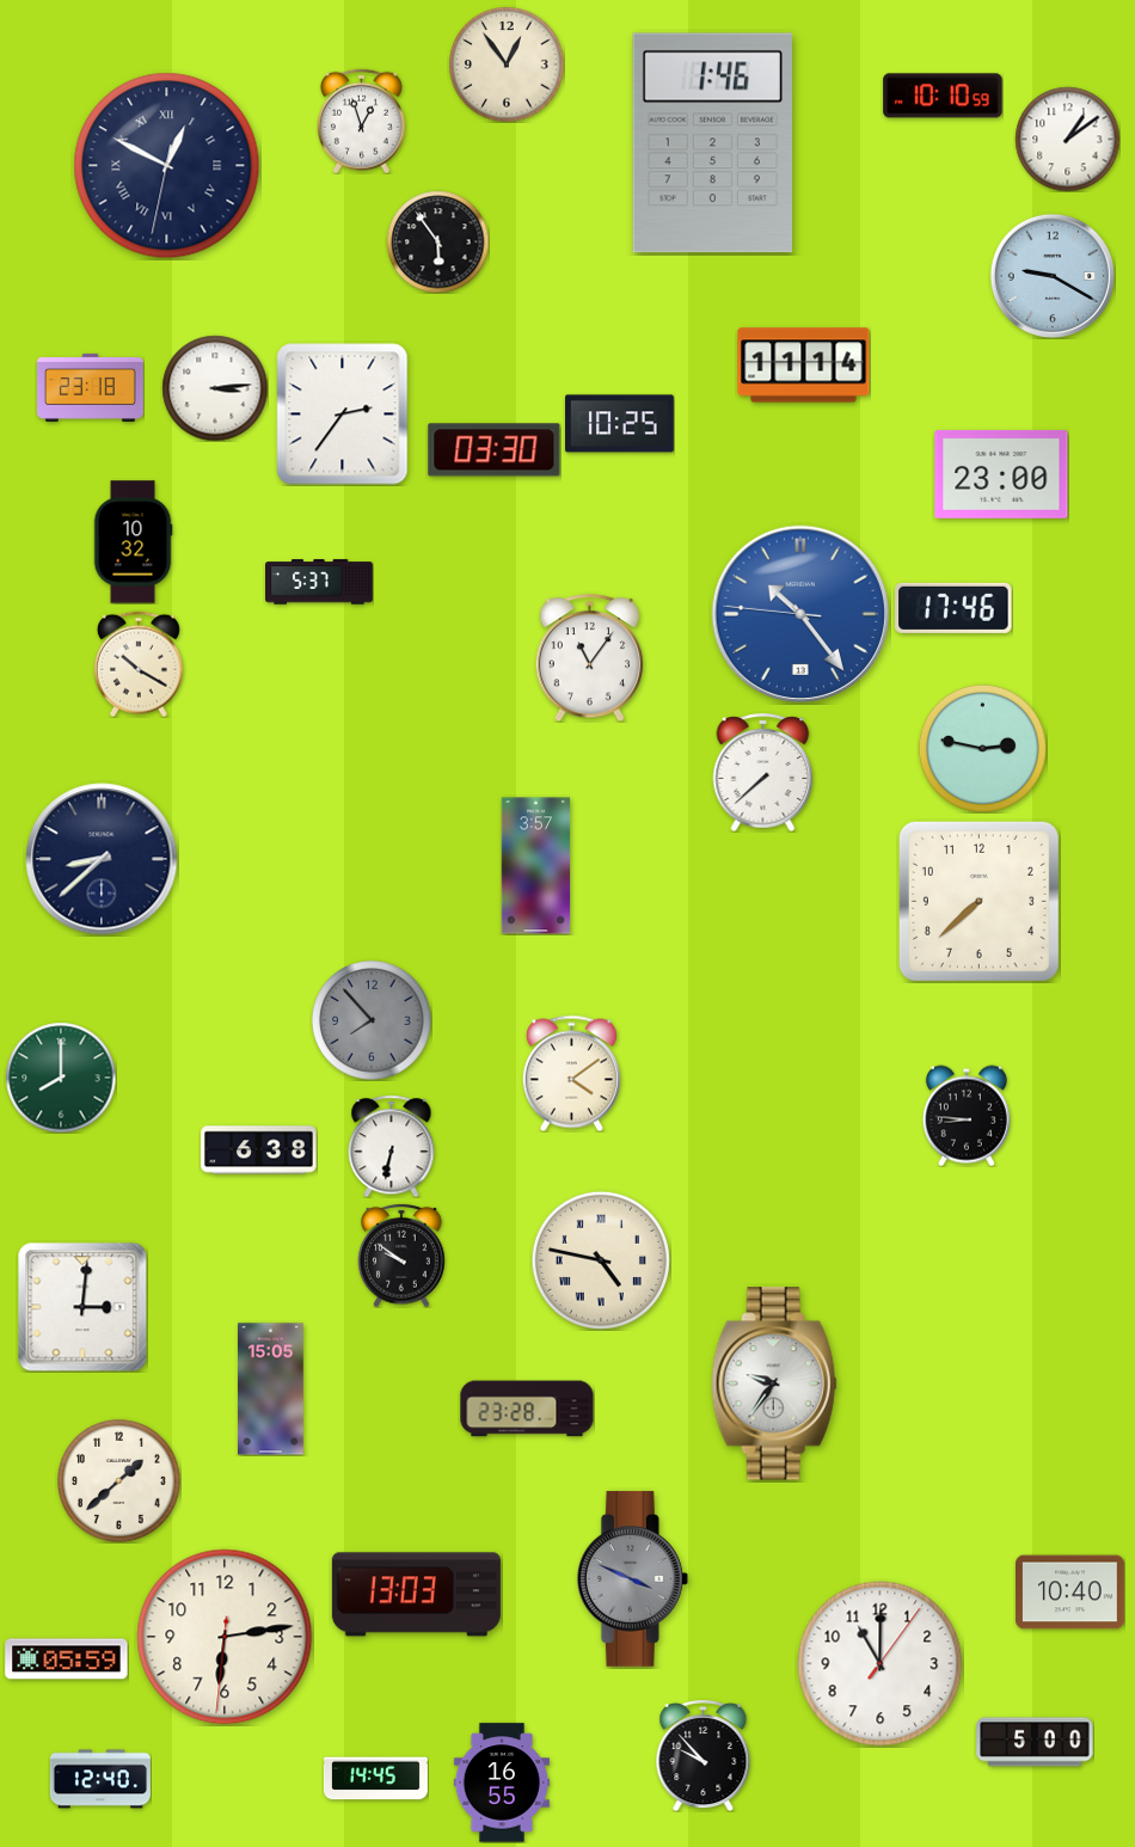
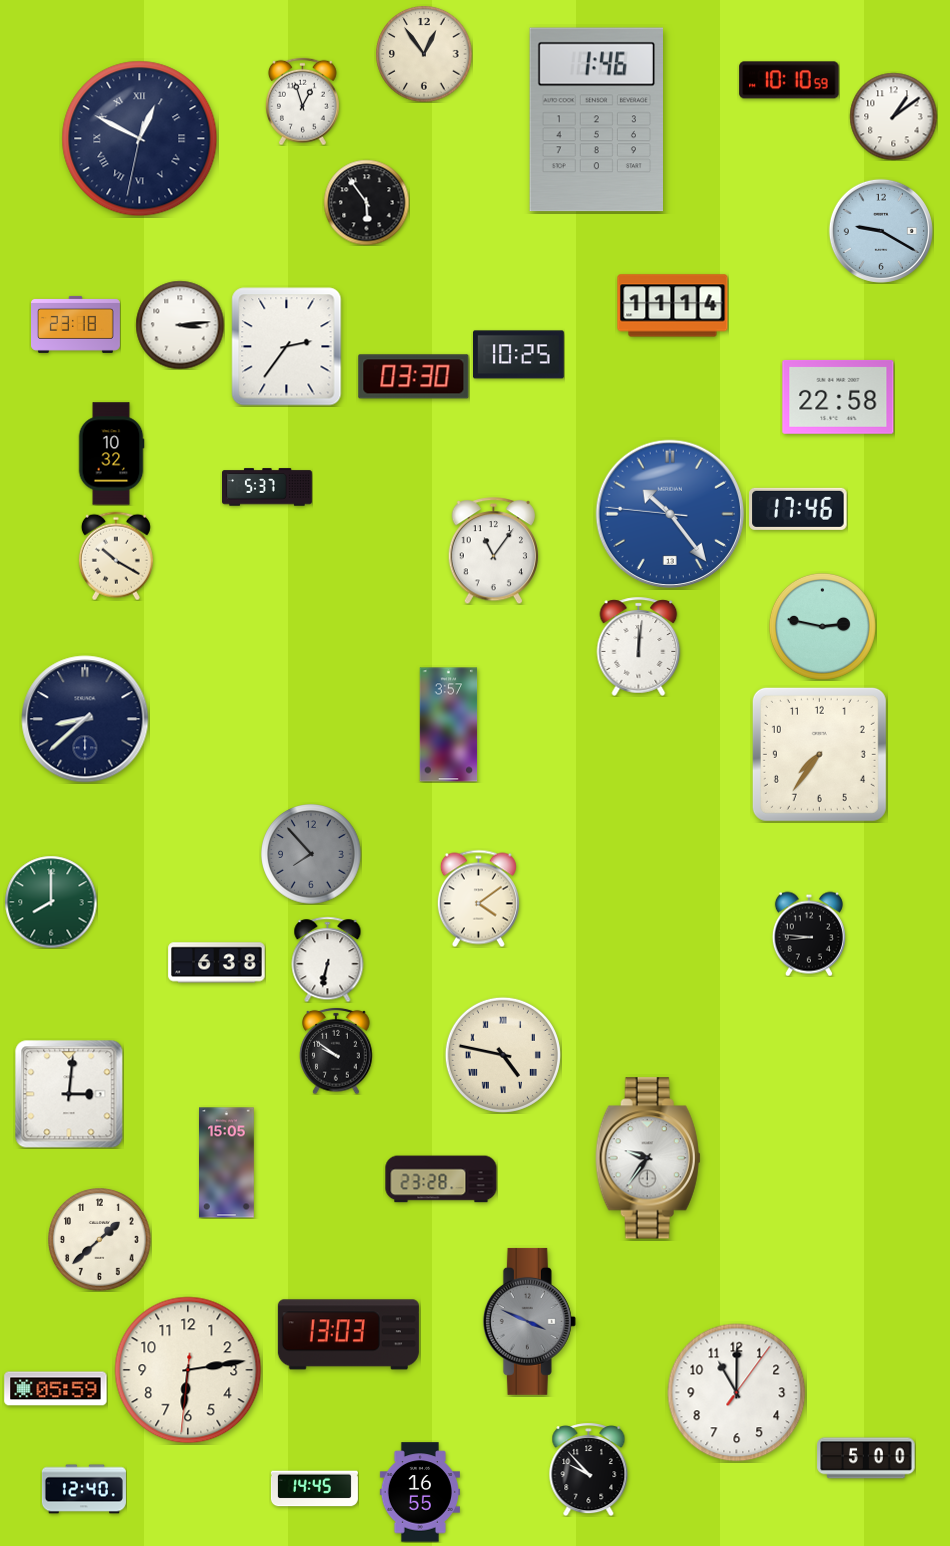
clock at (1001, 474): 23:00 -> 22:58
clock at (763, 772): 7:38 -> 12:01
clock at (978, 901): 7:38 -> 7:36
clock at (1070, 1593): 10:40 -> none
